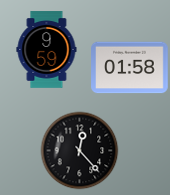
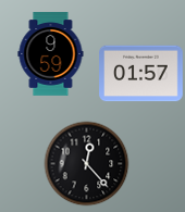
clock at (130, 68): 01:58 -> 01:57
